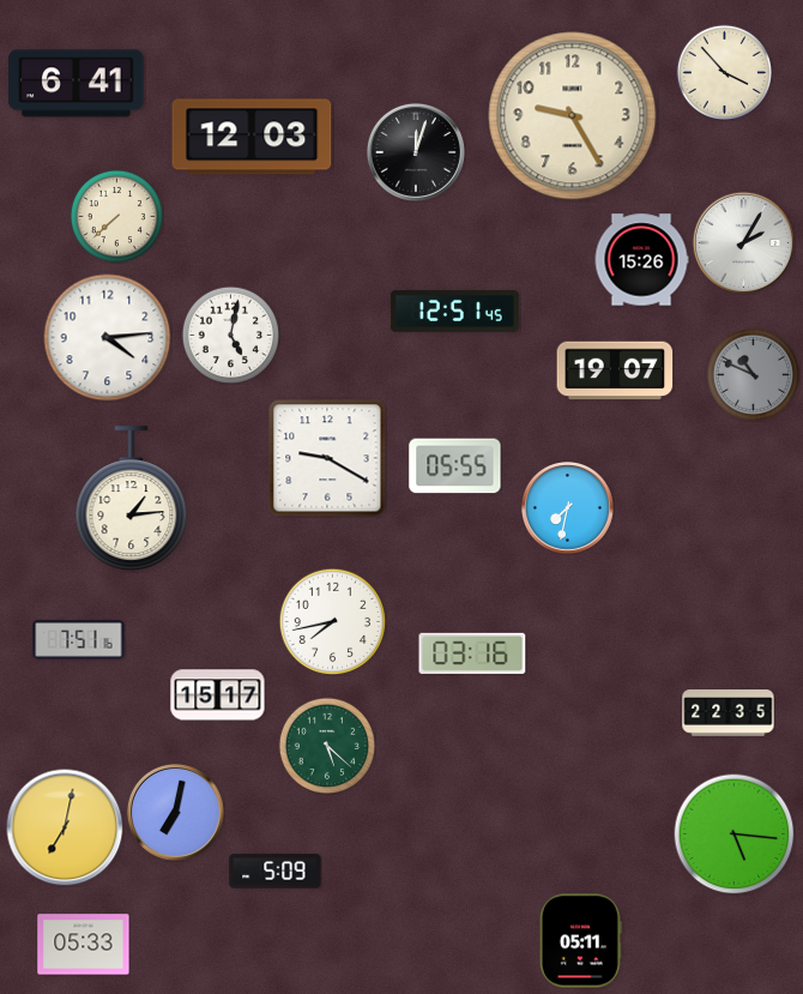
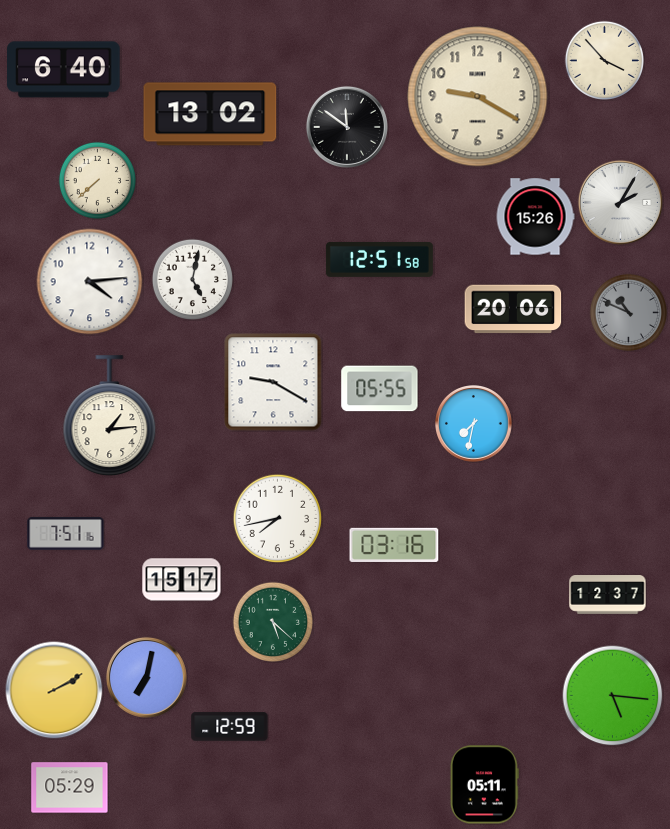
clock at (77, 84): 6:41 -> 6:40
clock at (573, 116): 9:25 -> 9:20
clock at (252, 137): 12:03 -> 13:02
clock at (416, 152): 12:03 -> 11:51
clock at (454, 311): 12:51:45 -> 12:51:58
clock at (615, 371): 19:07 -> 20:06
clock at (729, 713): 22:35 -> 12:37
clock at (65, 827): 7:02 -> 2:10
clock at (276, 872): 5:09 -> 12:59
clock at (84, 945): 05:33 -> 05:29
